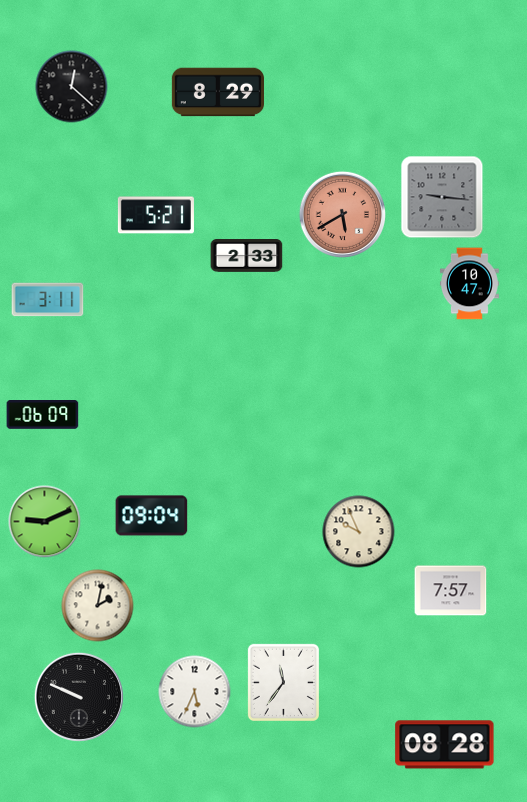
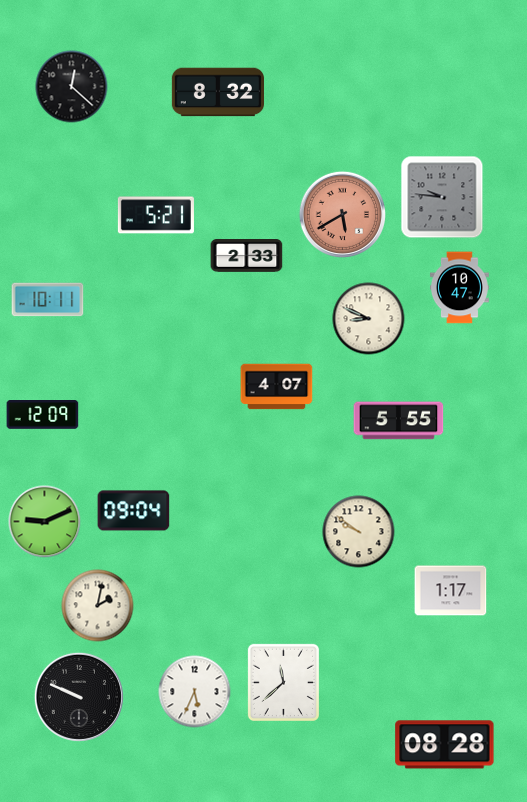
clock at (217, 92): 8:29 -> 8:32
clock at (442, 197): 9:16 -> 9:46
clock at (469, 284) position: (469, 284) -> (459, 288)
clock at (48, 300): 3:11 -> 10:11
clock at (369, 319): none -> 8:49
clock at (277, 387): none -> 4:07
clock at (43, 415): 06:09 -> 12:09
clock at (399, 421): none -> 5:55
clock at (152, 516) position: (152, 516) -> (134, 511)
clock at (359, 532): 9:56 -> 9:51
clock at (451, 591): 7:57 -> 1:17
clock at (283, 682): 11:36 -> 11:38
